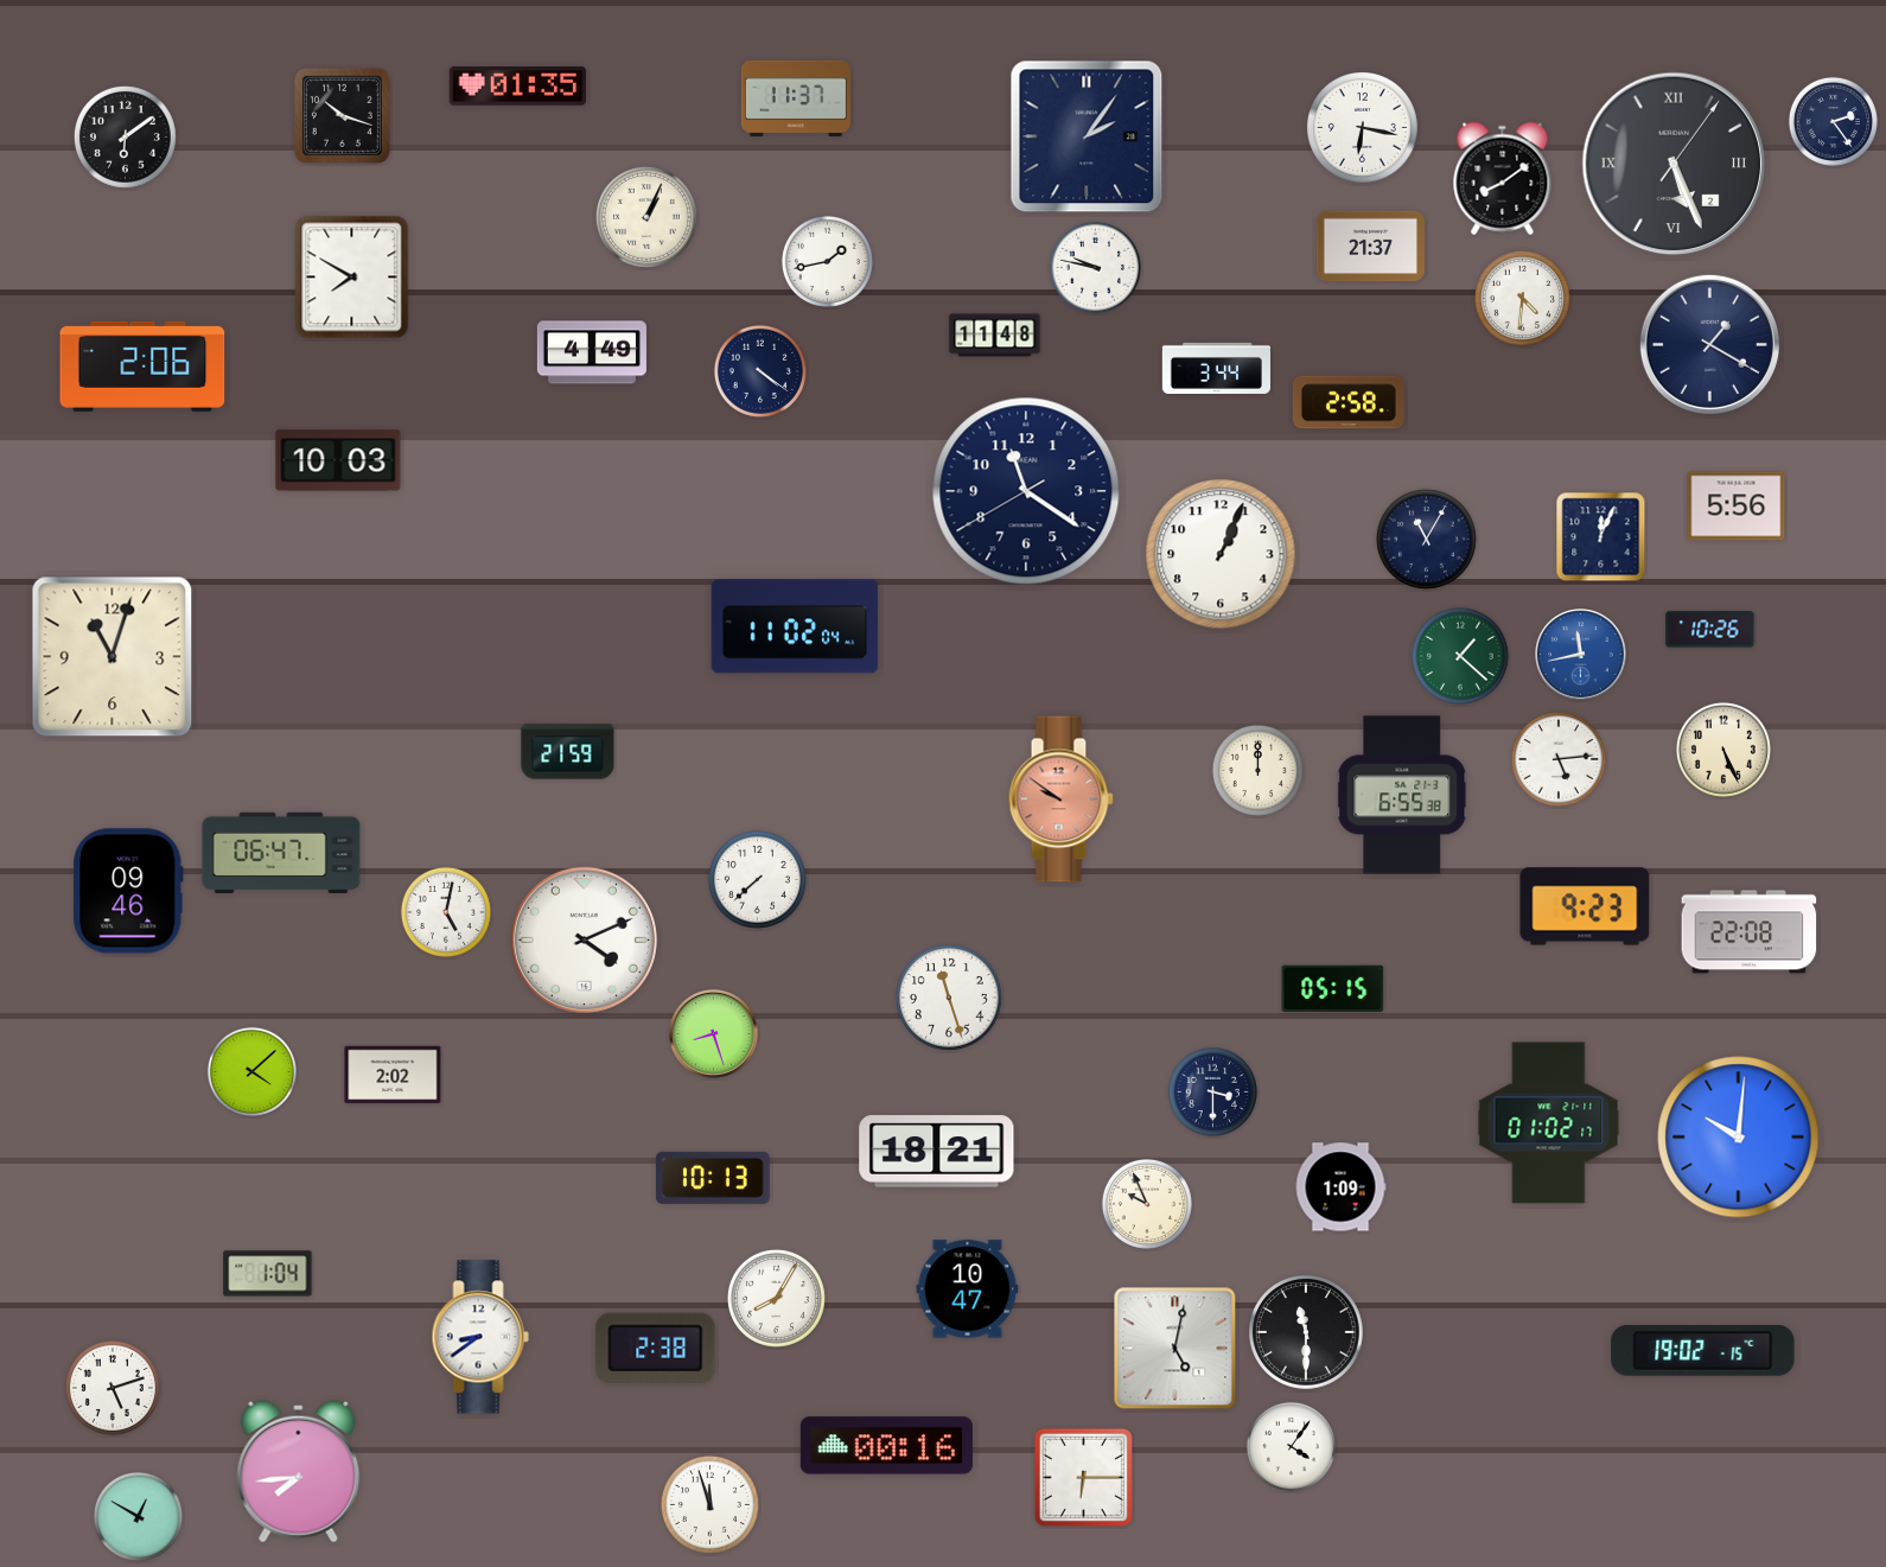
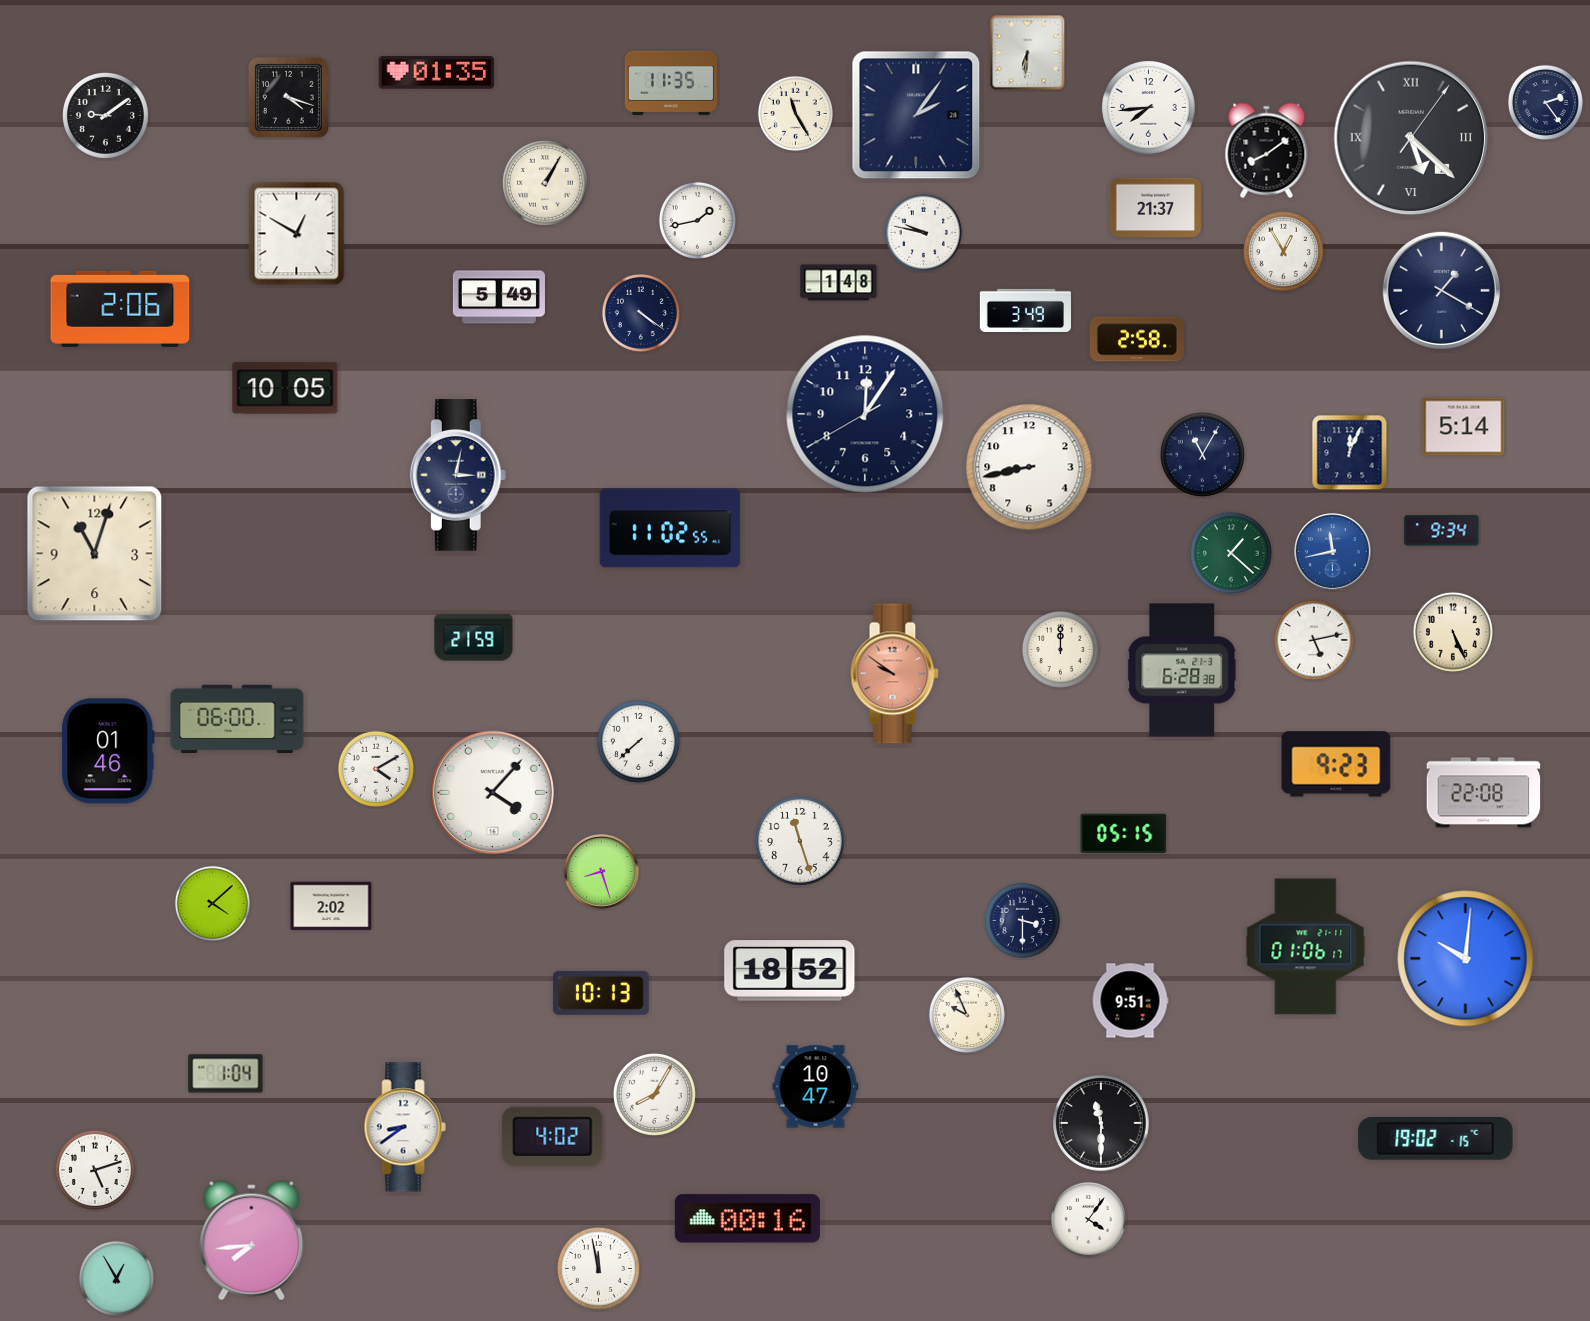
clock at (1028, 53): none -> 6:31
clock at (796, 98): 11:37 -> 11:35
clock at (342, 115): 10:18 -> 4:18
clock at (1363, 128): 6:17 -> 7:44
clock at (795, 113): none -> 11:25
clock at (125, 136): 6:09 -> 9:09
clock at (1674, 164): 5:26 -> 5:22
clock at (646, 217): 1:04 -> 1:05
clock at (1095, 267) position: (1095, 267) -> (923, 232)
clock at (352, 278): 7:50 -> 12:50
clock at (1522, 298): 4:31 -> 12:55
clock at (995, 336): 11:48 -> 1:48
clock at (592, 352): 4:49 -> 5:49
clock at (1216, 368): 3:44 -> 3:49
clock at (338, 460): 10:03 -> 10:05
clock at (1026, 491): 11:20 -> 12:05
clock at (1737, 507): 5:56 -> 5:14
clock at (1221, 554): 1:04 -> 8:43
clock at (458, 475): none -> 3:02
clock at (795, 626): 11:02:04 -> 11:02:55
clock at (1710, 630): 10:26 -> 9:34
clock at (568, 752) position: (568, 752) -> (474, 638)
clock at (1559, 759): 5:14 -> 5:13
clock at (1402, 795): 6:55 -> 6:28
clock at (281, 852): 06:47 -> 06:00
clock at (128, 891): 09:46 -> 01:46
clock at (446, 912): 5:02 -> 4:10
clock at (1750, 932) position: (1750, 932) -> (1484, 793)
clock at (584, 939): 4:11 -> 4:07
clock at (1549, 1123): 01:02 -> 01:06
clock at (937, 1152): 18:21 -> 18:52
clock at (1340, 1187): 1:09 -> 9:51
clock at (656, 1348): 2:38 -> 4:02
clock at (1175, 1349): 5:02 -> none
clock at (1083, 1477): 6:15 -> none
clock at (709, 1504): 11:57 -> 11:58
clock at (138, 1516): 12:50 -> 12:55
